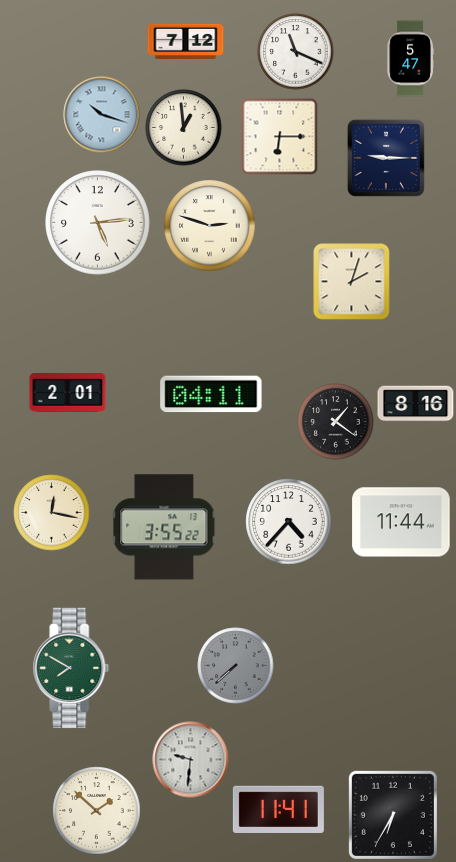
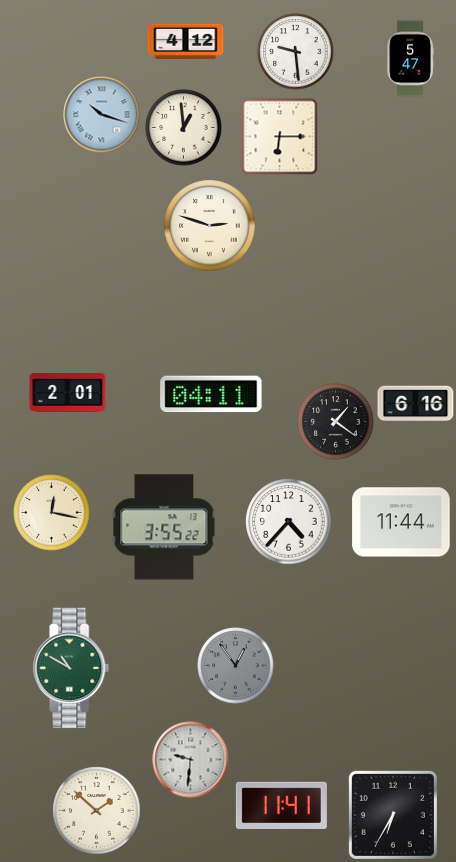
clock at (186, 41): 7:12 -> 4:12
clock at (296, 52): 11:19 -> 9:29
clock at (386, 158): 9:15 -> none
clock at (98, 223): 5:14 -> none
clock at (352, 282): 2:03 -> none
clock at (416, 404): 8:16 -> 6:16
clock at (236, 666): 7:38 -> 12:54
clock at (71, 668): 7:50 -> 10:50
clock at (278, 809) position: (278, 809) -> (281, 805)
